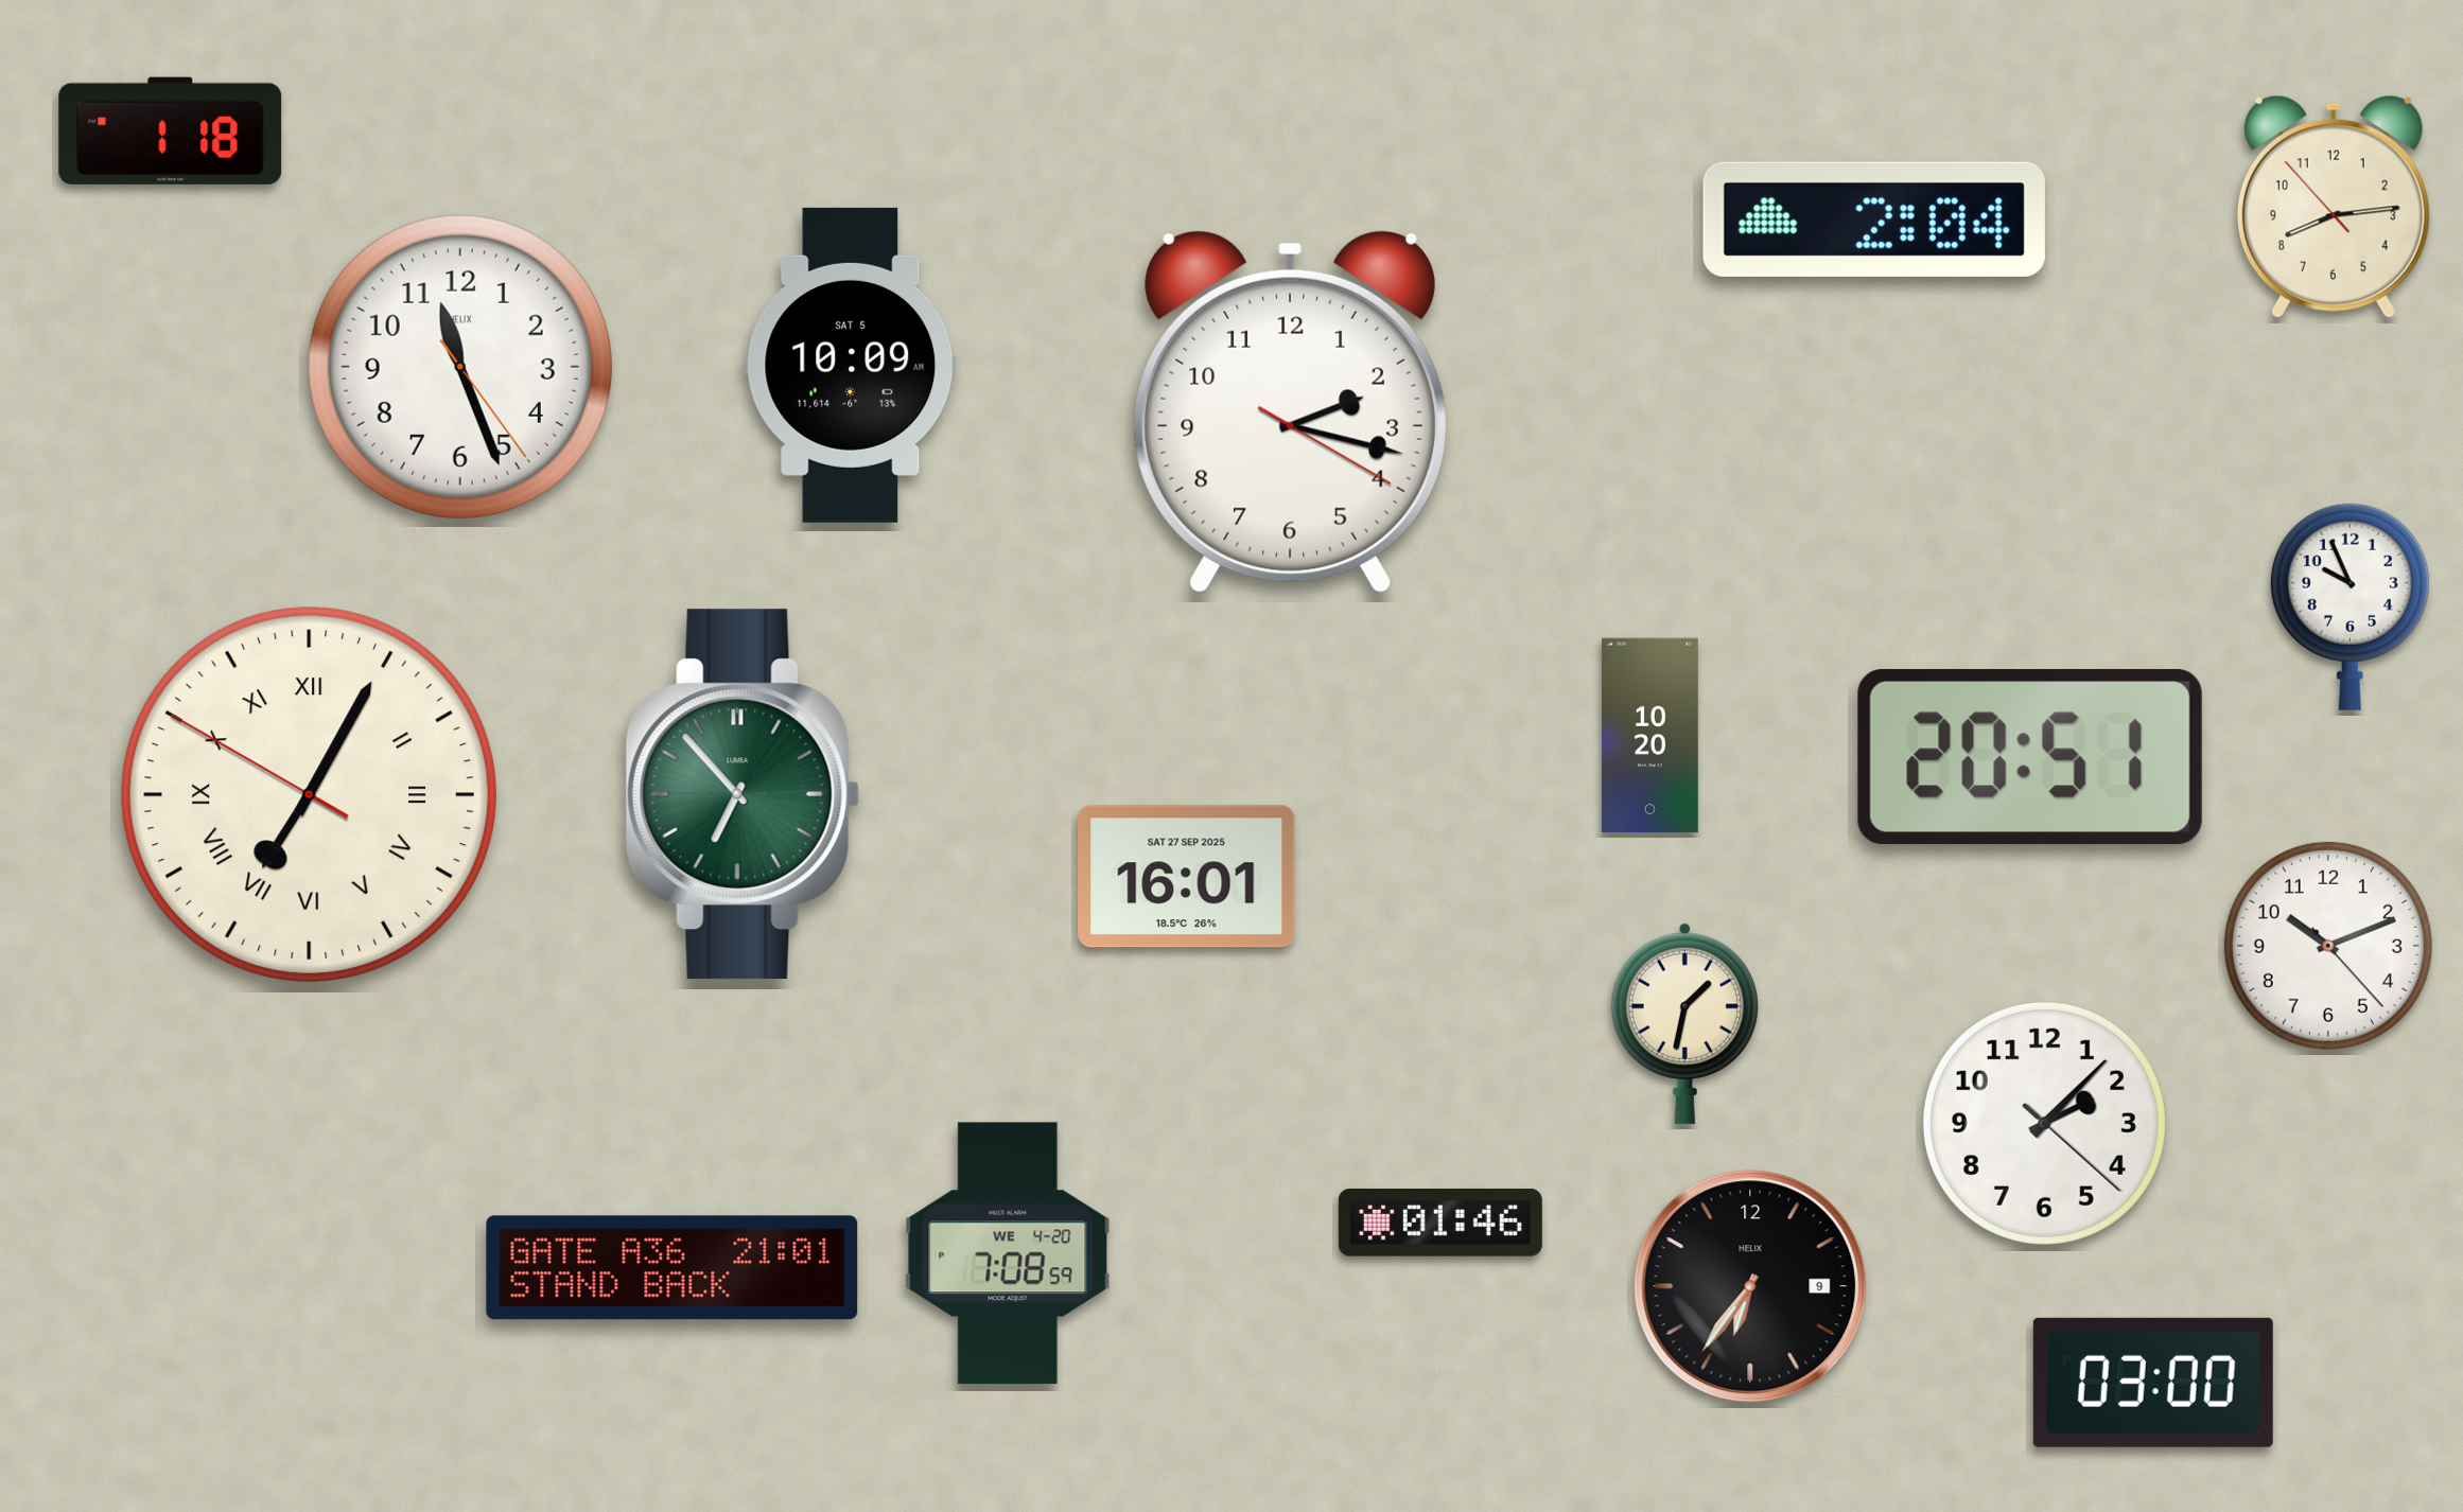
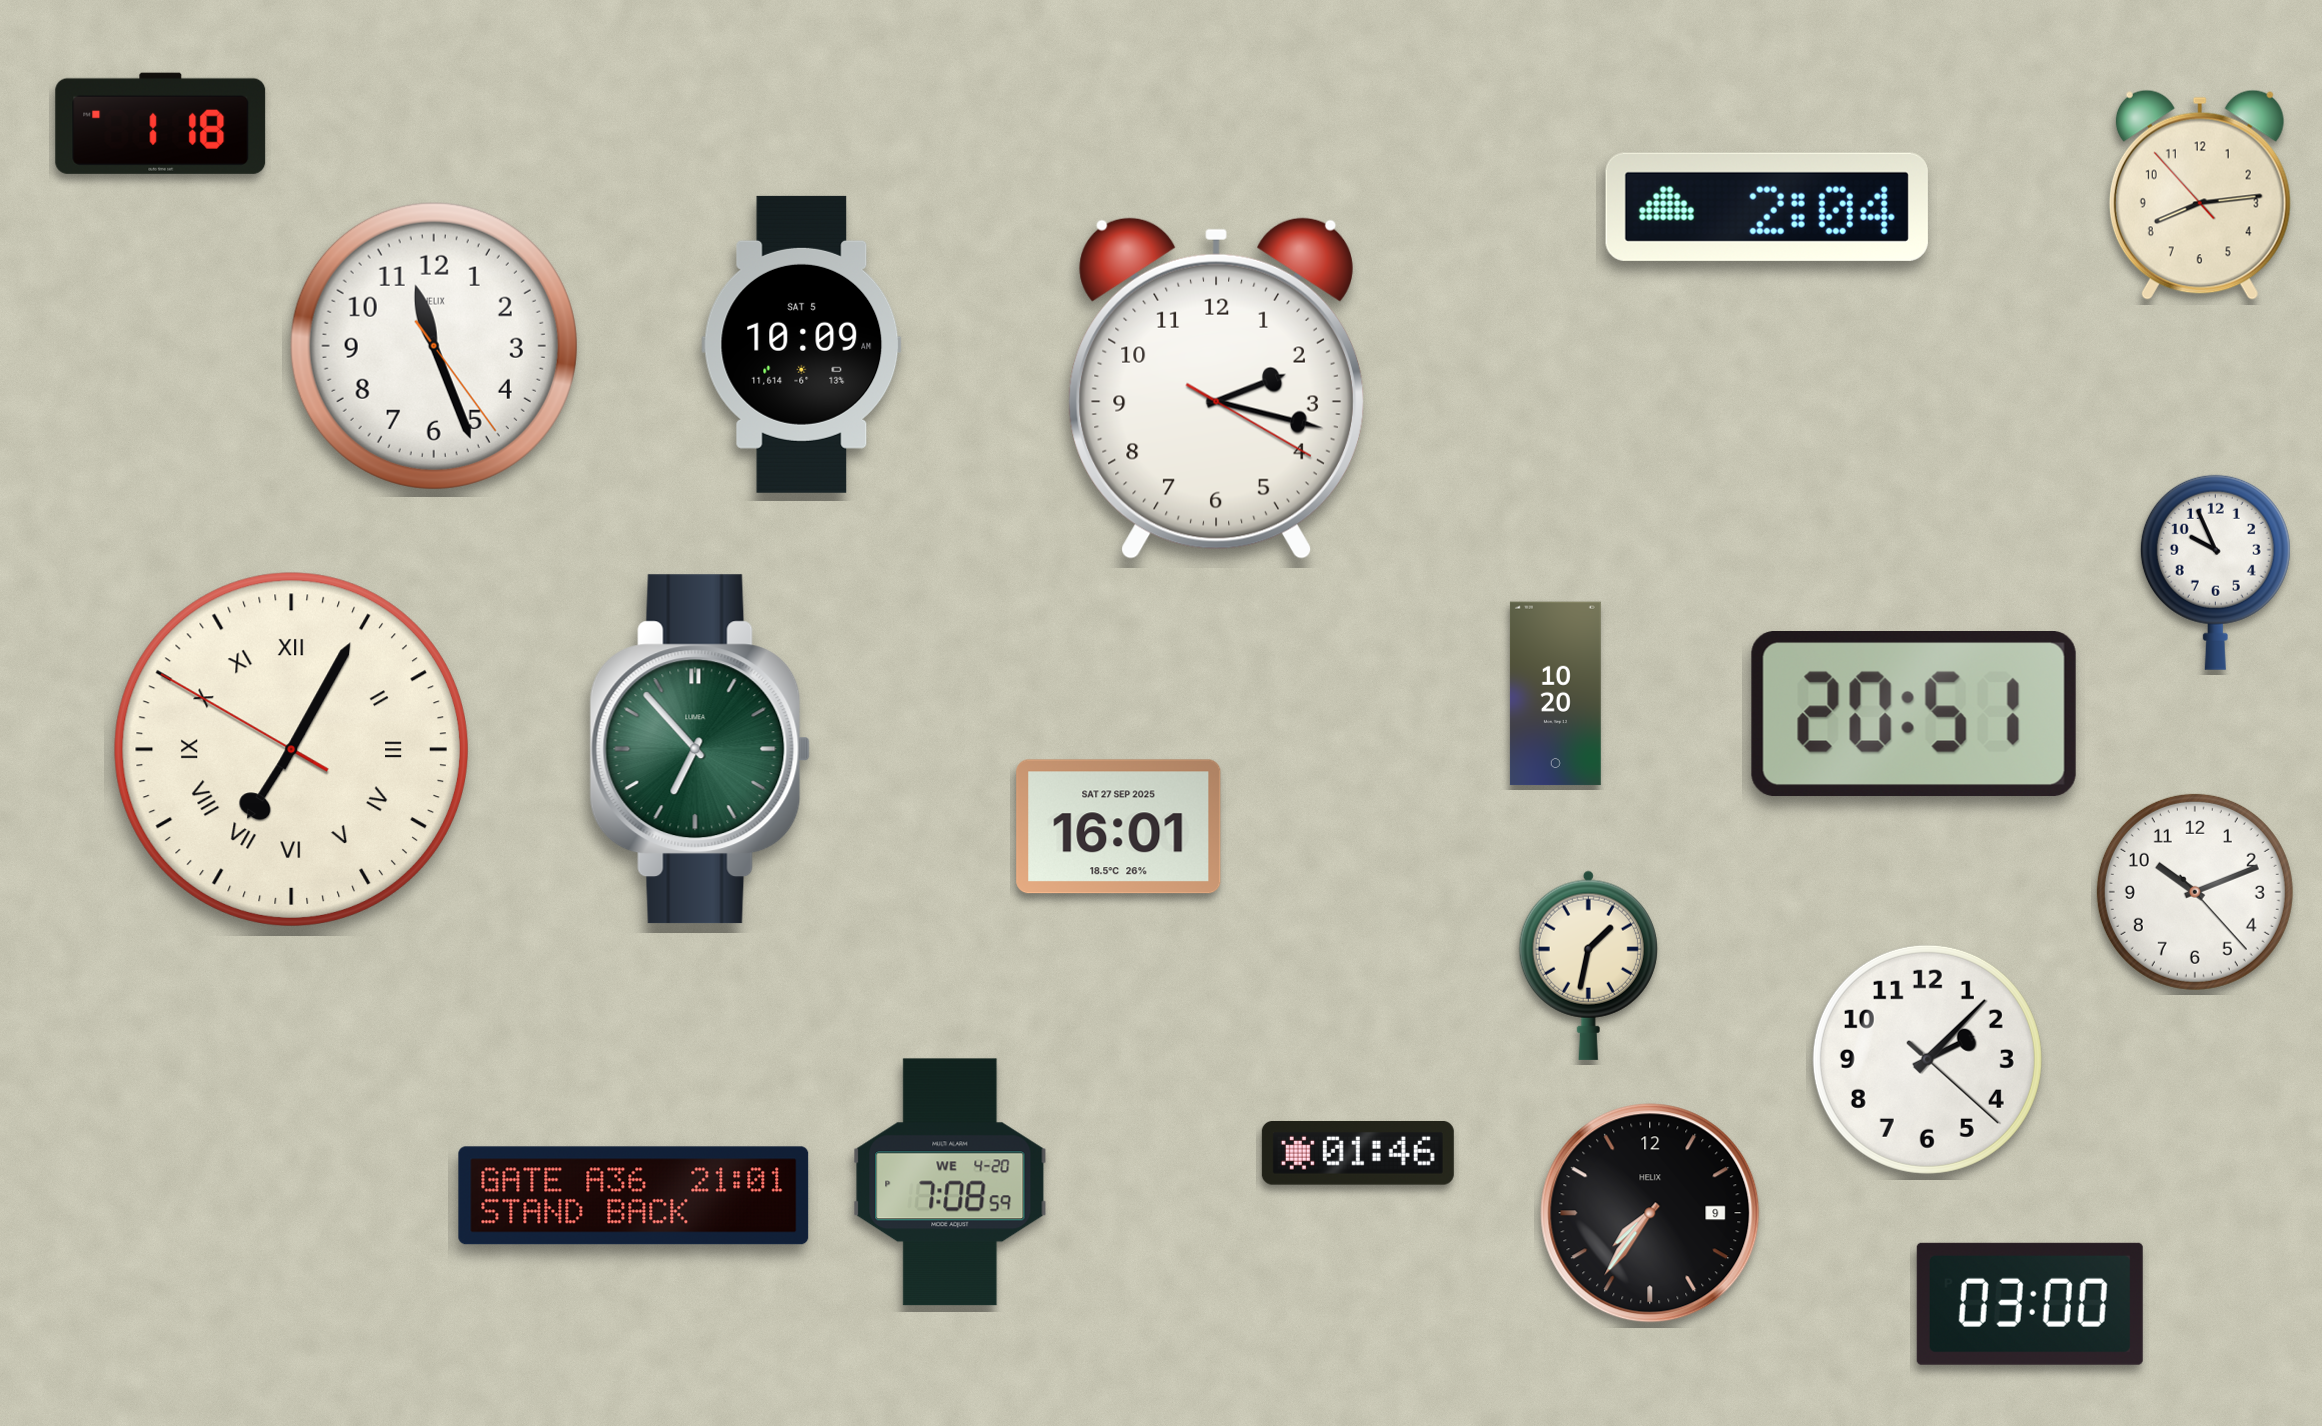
clock at (1750, 1286): 6:36 -> 7:36
